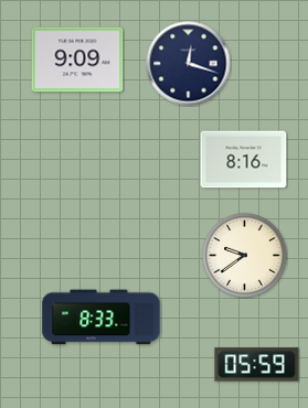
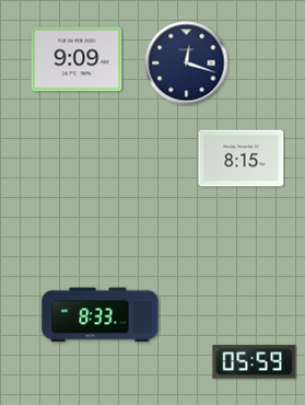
clock at (244, 160): 8:16 -> 8:15
clock at (245, 256): 9:39 -> none
